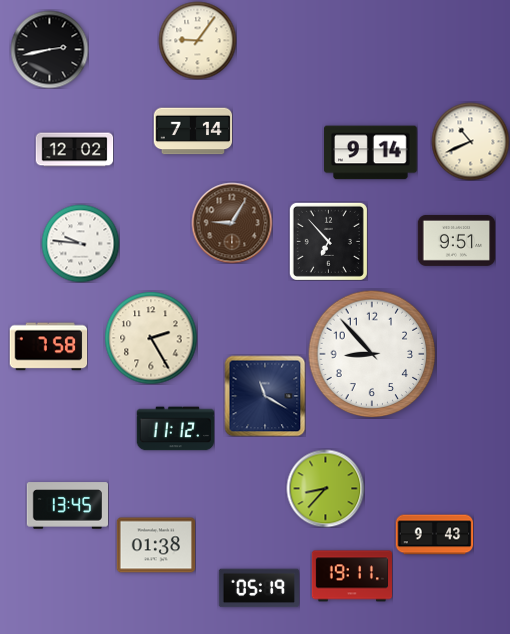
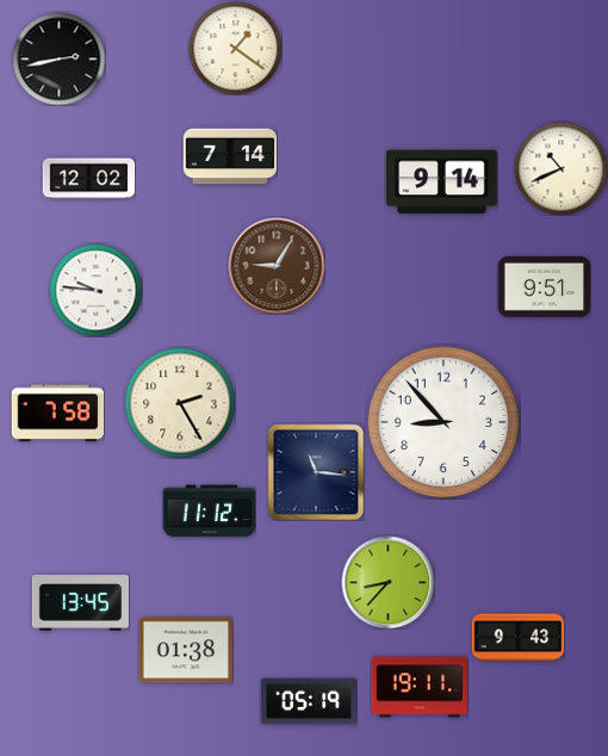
clock at (197, 40): 9:06 -> 1:21
clock at (328, 241): 6:53 -> none
clock at (265, 396): 11:20 -> 11:16
